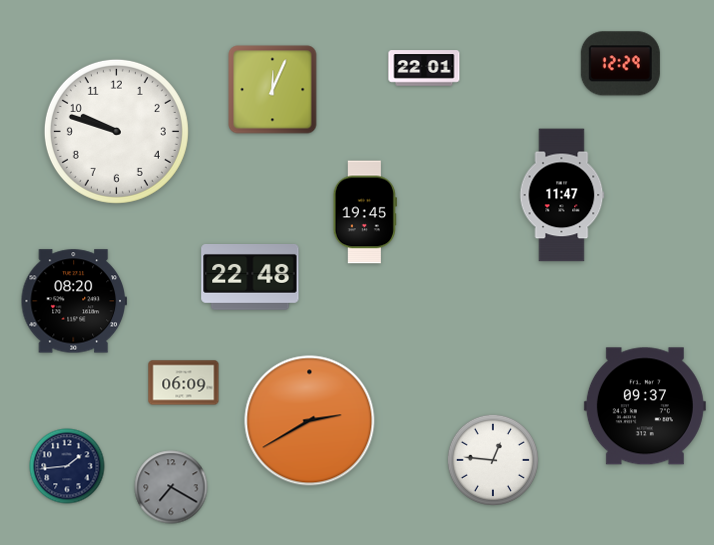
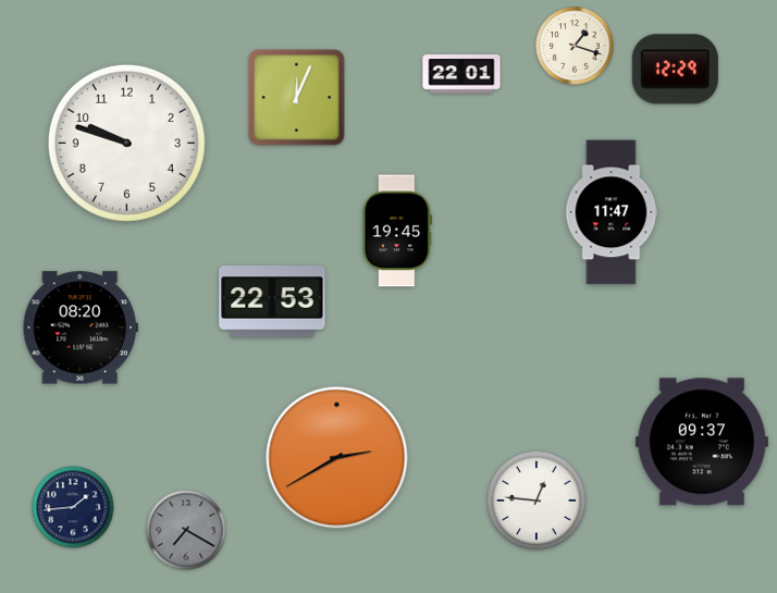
clock at (575, 46): none -> 1:18
clock at (250, 278): 22:48 -> 22:53
clock at (184, 383): 06:09 -> none
